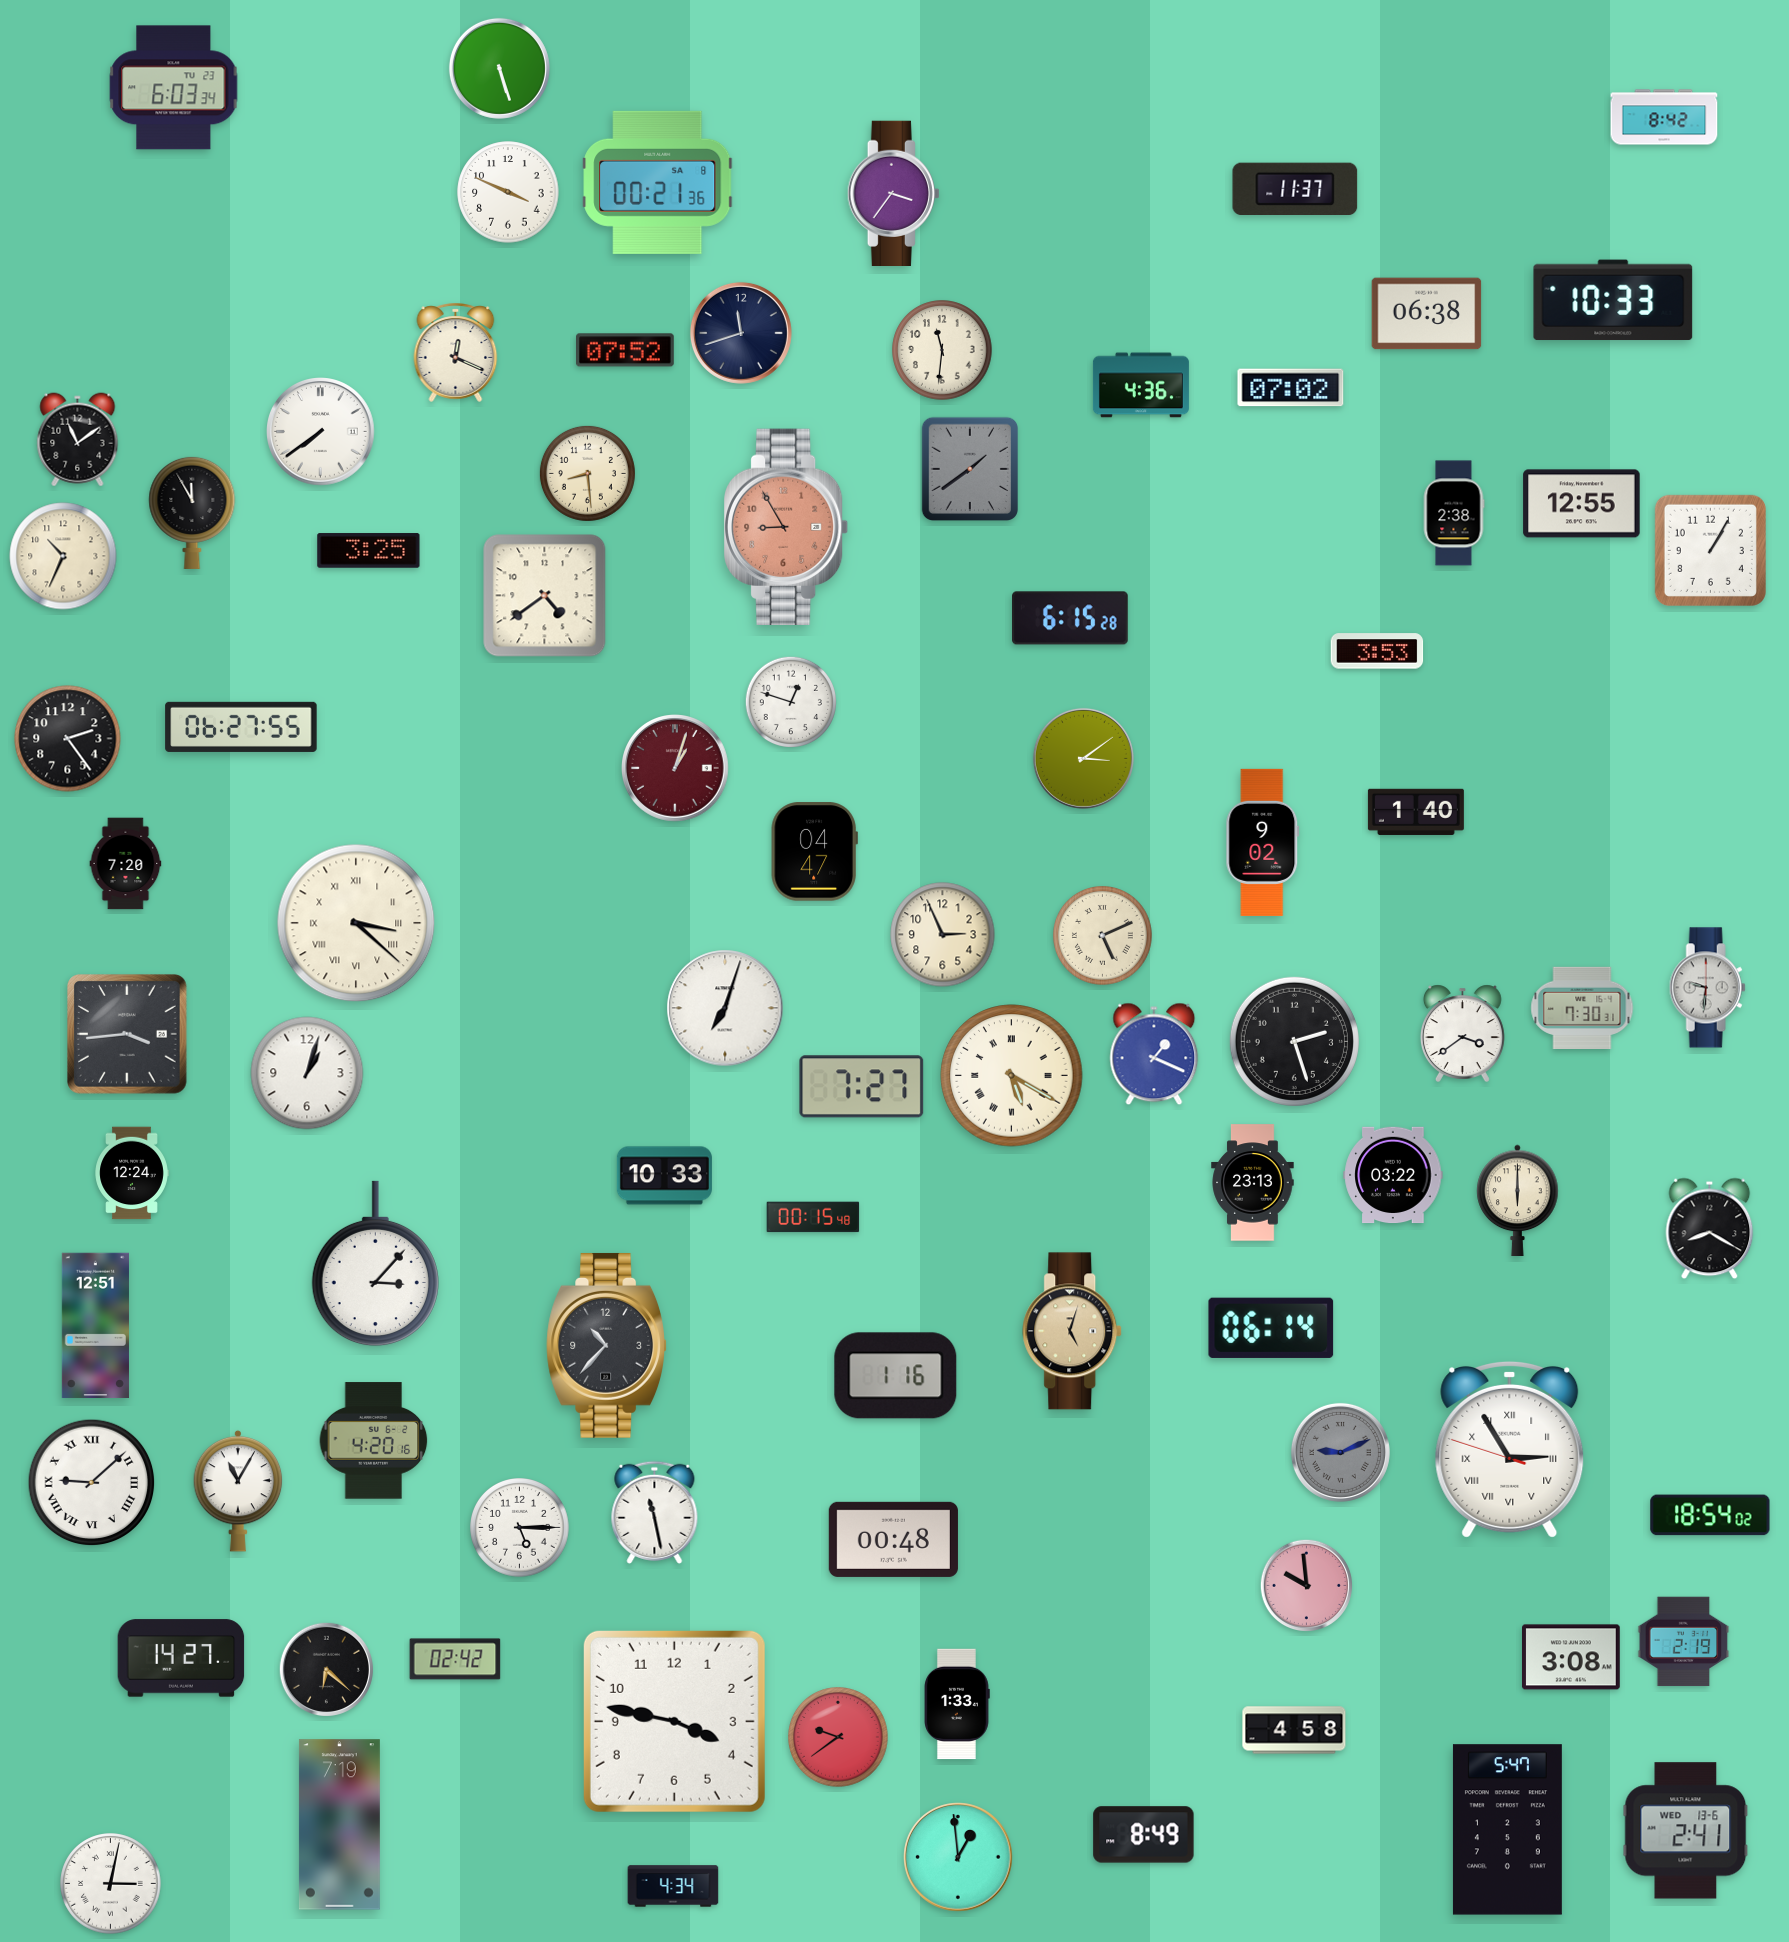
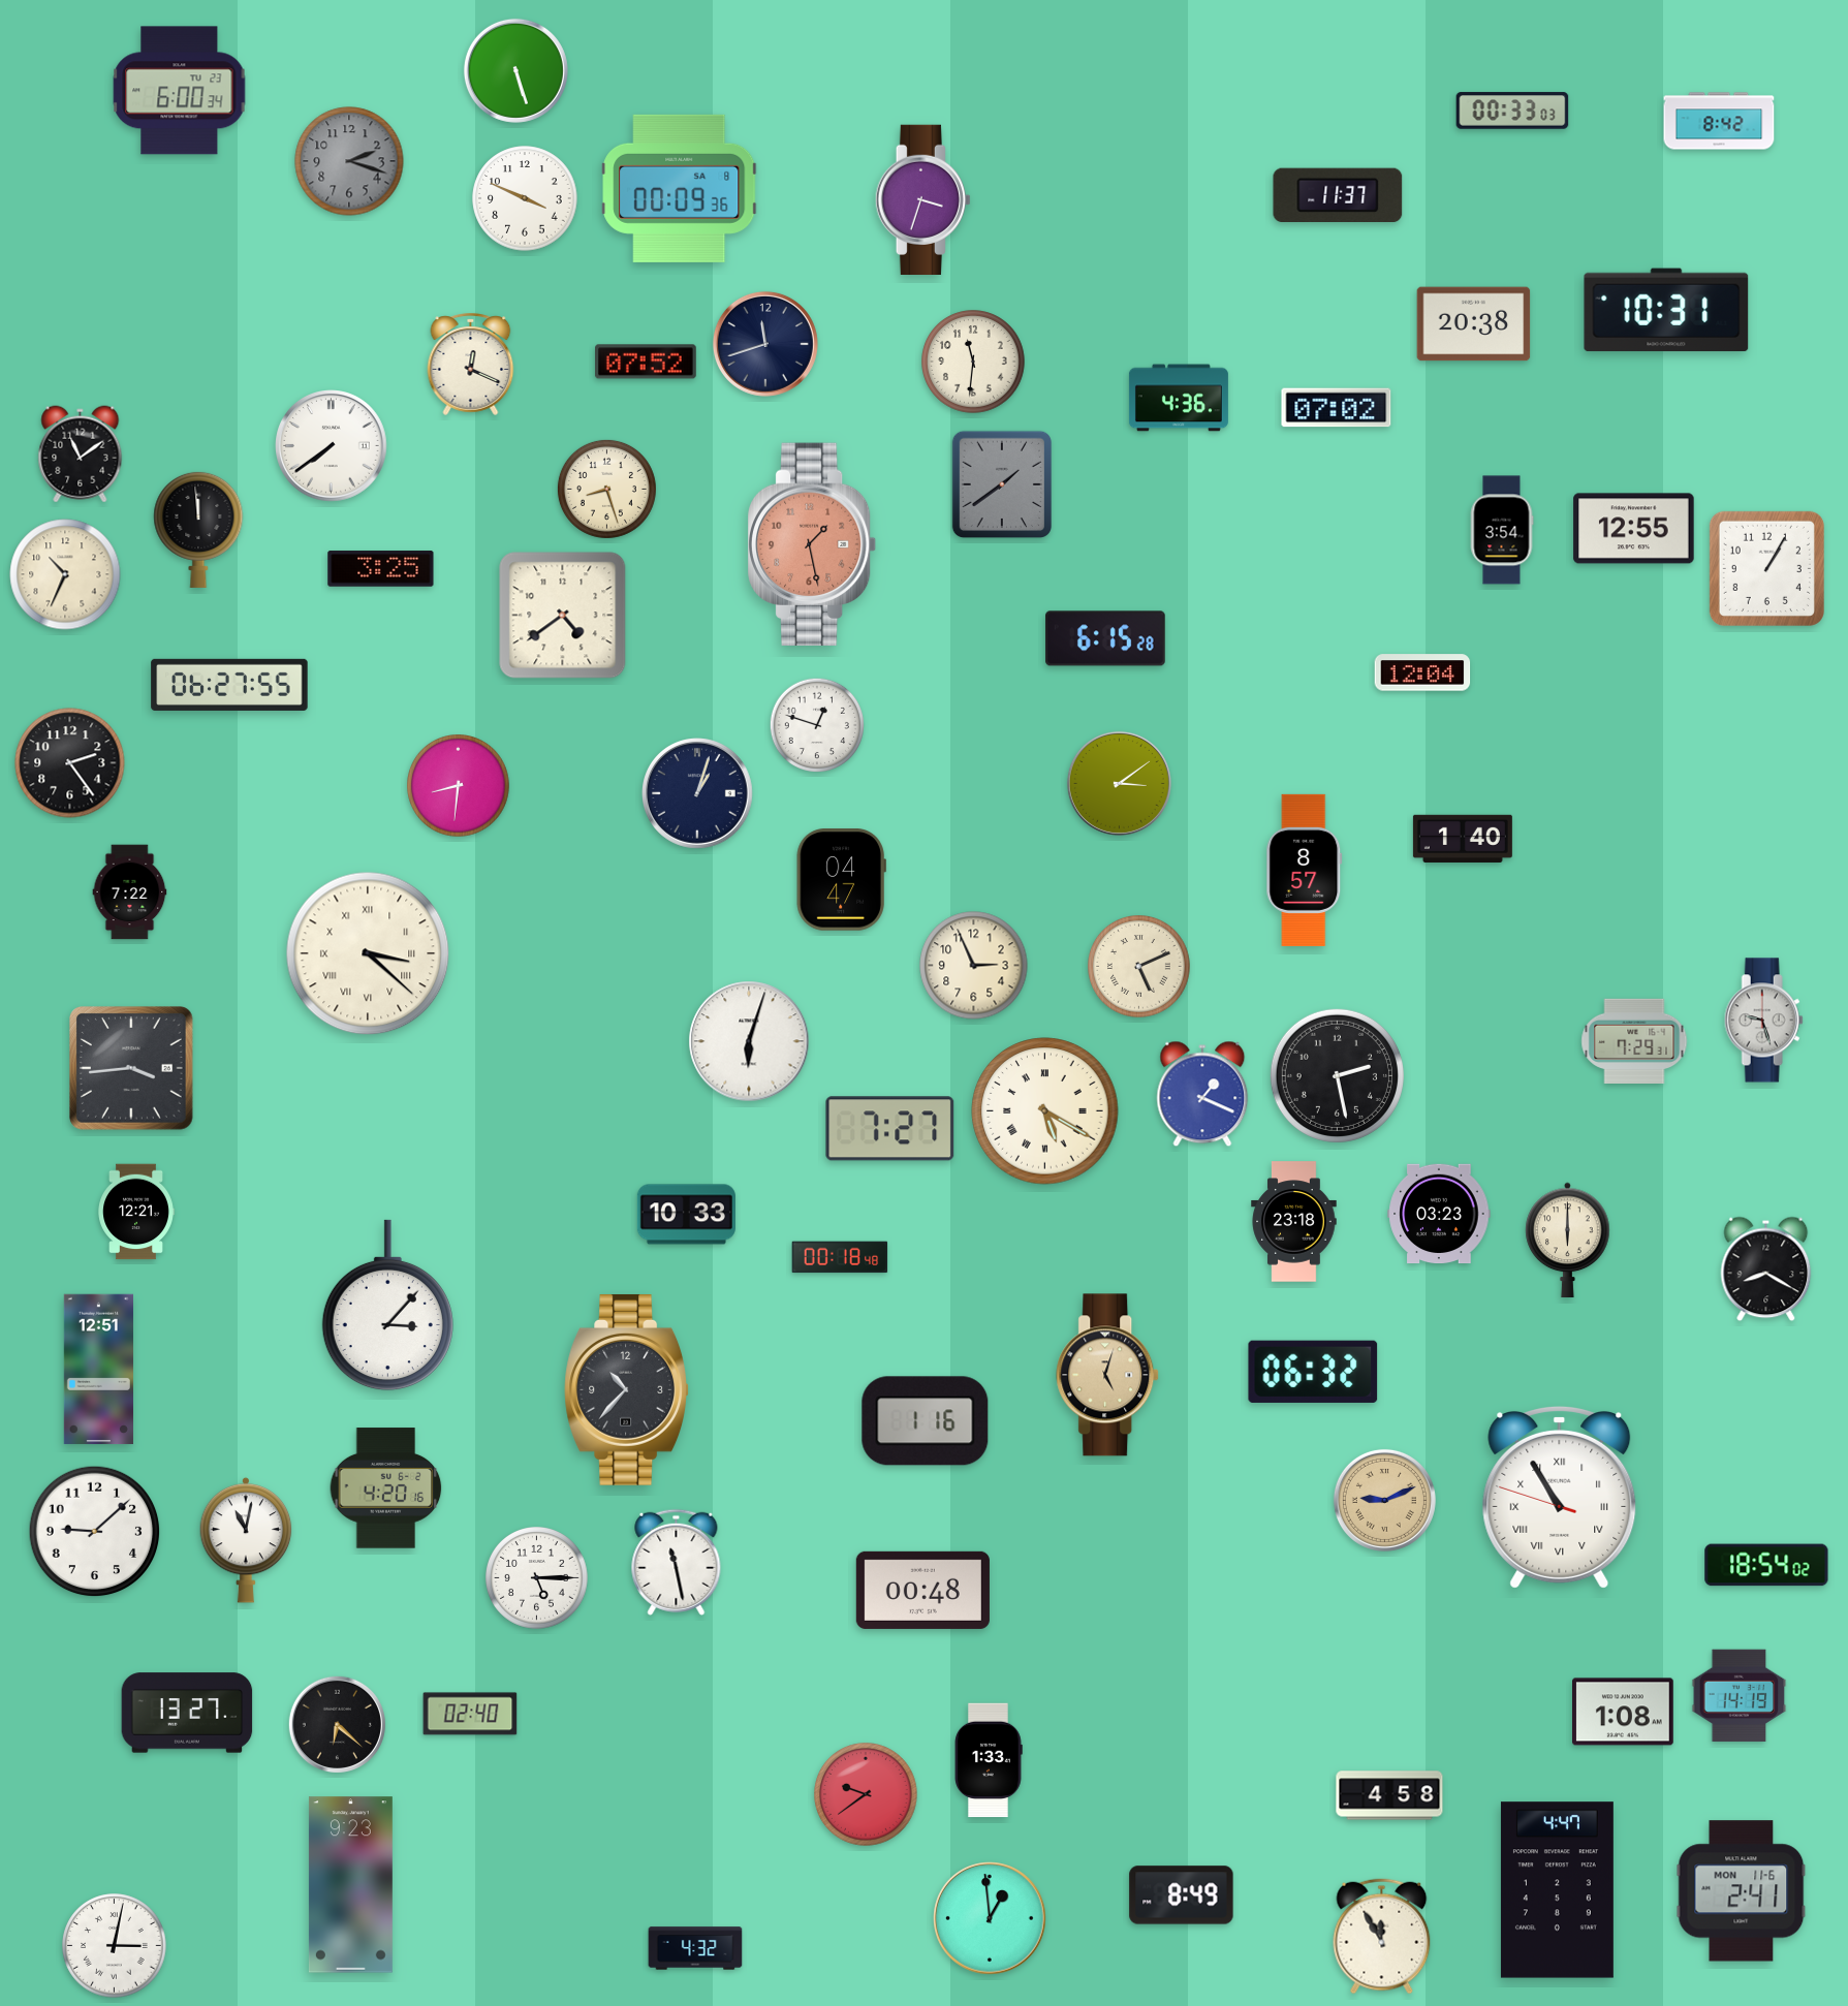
clock at (174, 88): 6:03 -> 6:00
clock at (1512, 111): none -> 00:33
clock at (349, 161): none -> 2:18
clock at (658, 182): 00:21 -> 00:09
clock at (893, 193): 3:36 -> 3:33
clock at (1613, 300): 10:33 -> 10:31
clock at (1427, 314): 06:38 -> 20:38
clock at (1291, 388) position: (1291, 388) -> (1337, 408)
clock at (587, 473): 8:29 -> 8:27
clock at (1582, 504) position: (1582, 504) -> (1634, 529)
clock at (192, 512): 11:55 -> 11:59
clock at (1454, 513): 2:38 -> 3:54
clock at (787, 526): 8:55 -> 1:28
clock at (1377, 651): 3:53 -> 12:04
clock at (241, 727) position: (241, 727) -> (229, 685)
clock at (459, 786): none -> 8:31
clock at (676, 769) dial: burgundy -> navy
clock at (1263, 842): 9:02 -> 8:57
clock at (126, 864): 7:20 -> 7:22
clock at (1707, 988): 9:31 -> 9:27
clock at (1582, 1007): 7:30 -> 7:29
clock at (725, 1008): 7:03 -> 6:03
clock at (1462, 1033): 3:39 -> none
clock at (1294, 1041): 2:27 -> 2:28
clock at (1154, 1054) position: (1154, 1054) -> (1202, 1094)
clock at (307, 1073): 1:03 -> none
clock at (862, 1087) position: (862, 1087) -> (890, 1129)
clock at (132, 1173): 12:24 -> 12:21
clock at (1393, 1175): 03:22 -> 03:23
clock at (1253, 1183): 23:13 -> 23:18
clock at (813, 1217): 00:15 -> 00:18
clock at (1271, 1328): 06:14 -> 06:32
clock at (1510, 1449): 2:54 -> 10:54
clock at (1340, 1452) dial: grey -> champagne
clock at (92, 1483) numerals: Roman -> Arabic
clock at (238, 1491): 11:05 -> 11:02
clock at (1306, 1585): 9:59 -> none
clock at (1684, 1642): 2:19 -> 14:19
clock at (1572, 1657): 3:08 -> 1:08
clock at (181, 1658): 14:27 -> 13:27
clock at (455, 1659): 02:42 -> 02:40
clock at (674, 1721): 3:47 -> none
clock at (1294, 1730) position: (1294, 1730) -> (1389, 1795)
clock at (339, 1825): 7:19 -> 9:23
clock at (1507, 1830): 5:47 -> 4:47
clock at (1686, 1831) date: WED 13-6 -> MON 11-6
clock at (1382, 1937): none -> 11:55
clock at (673, 1886): 4:34 -> 4:32
